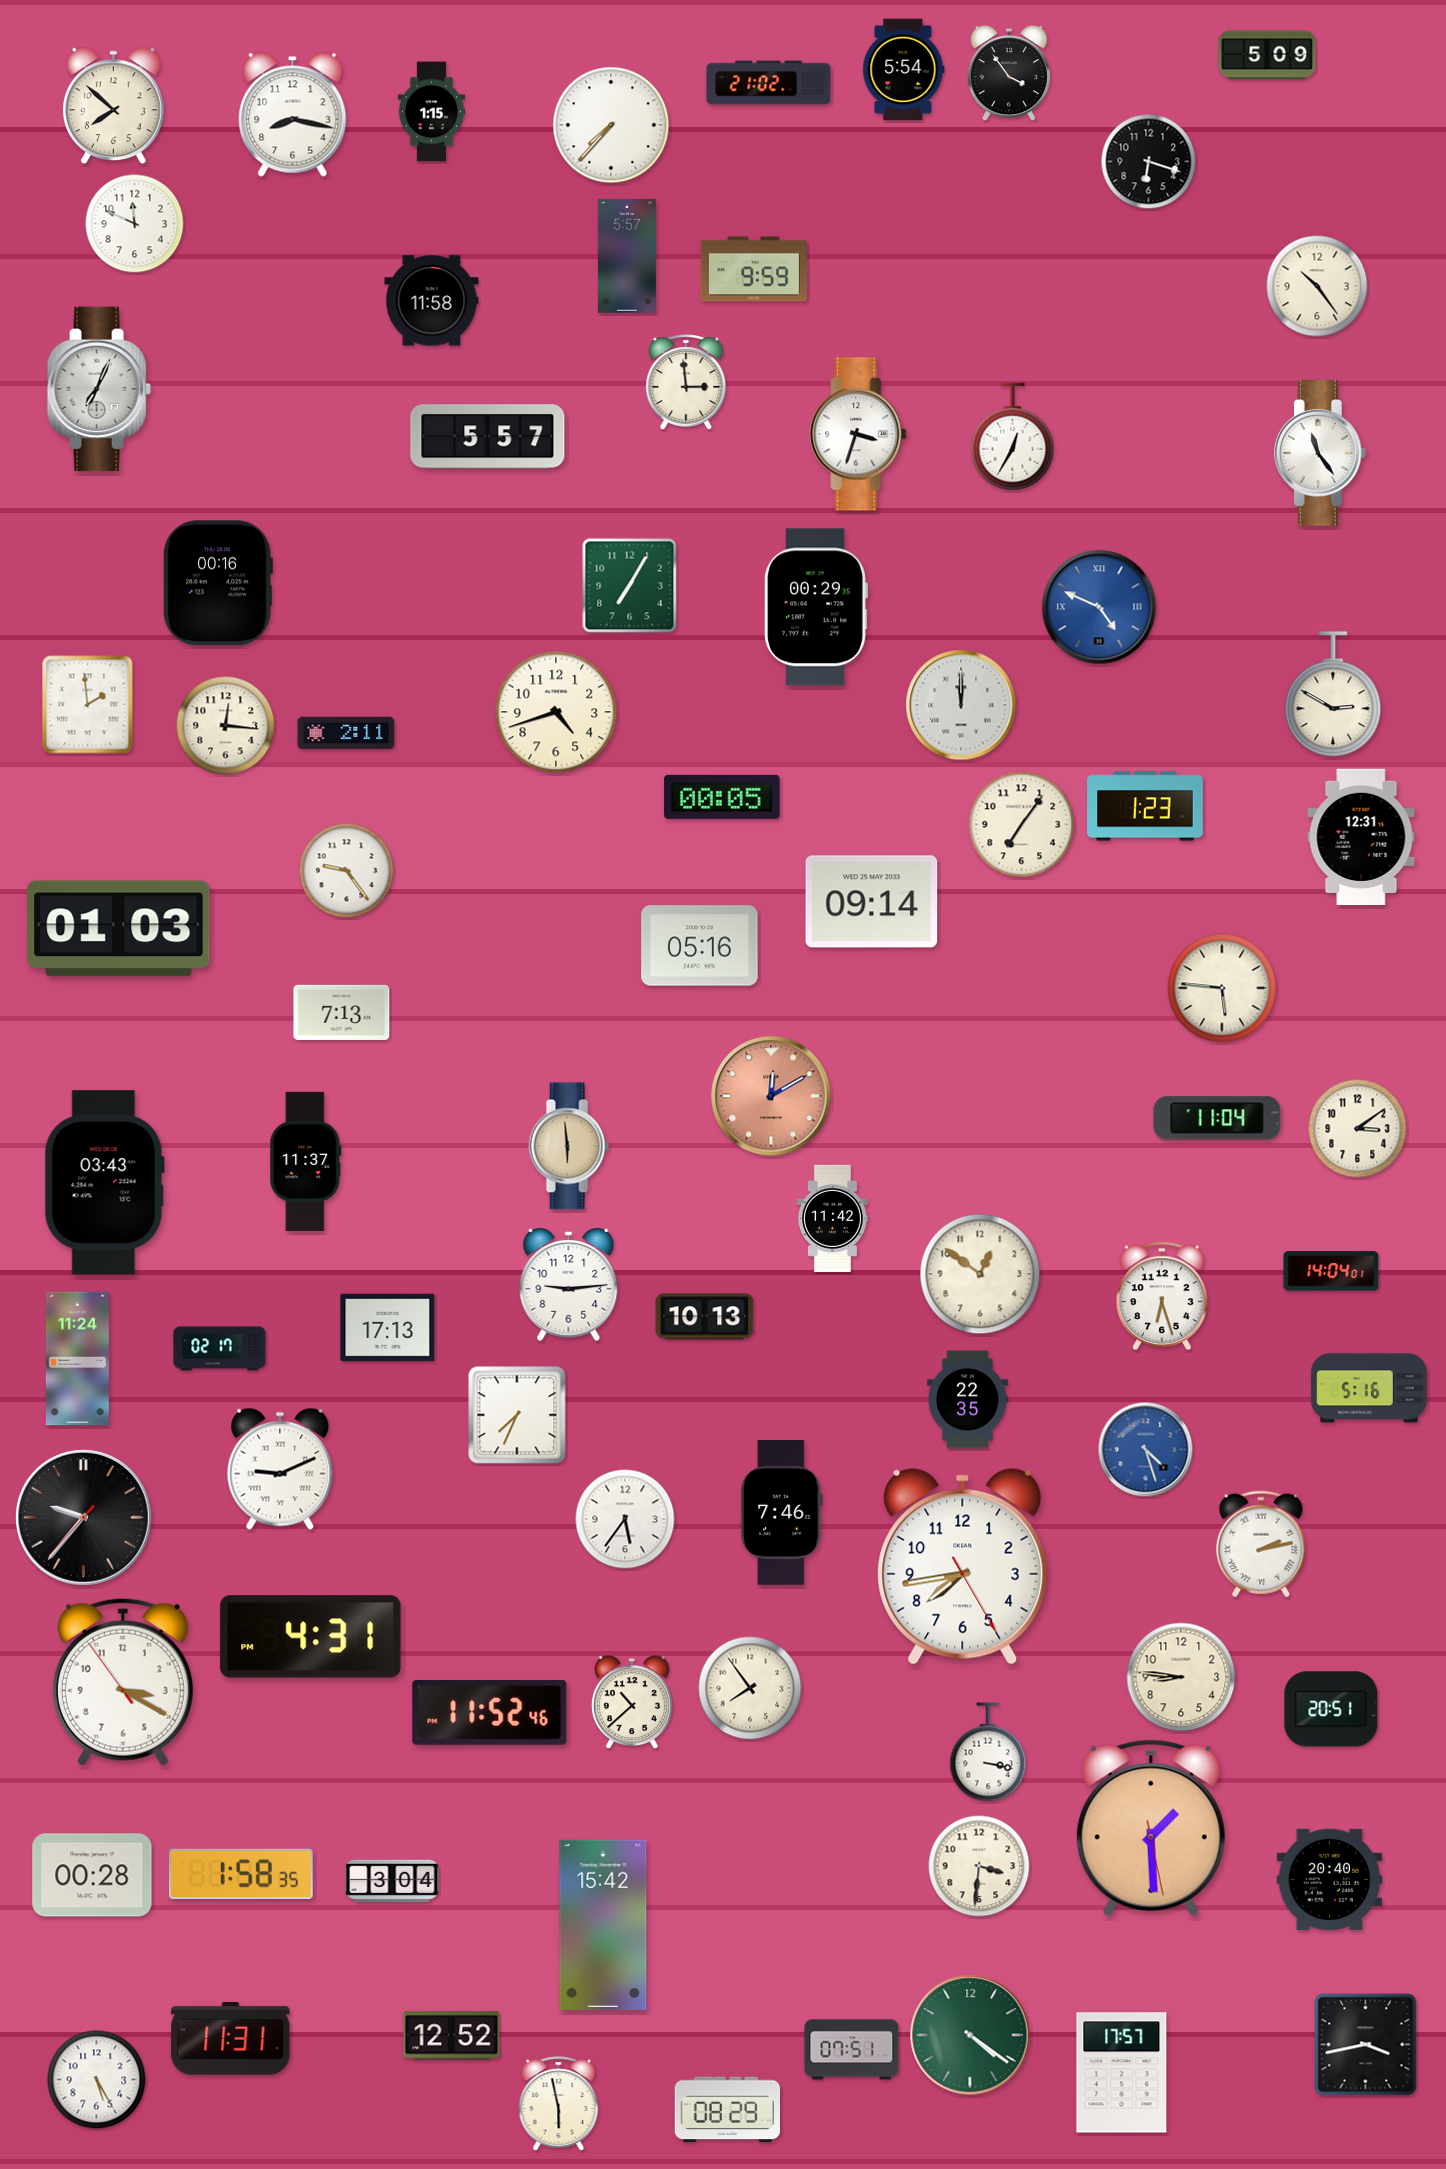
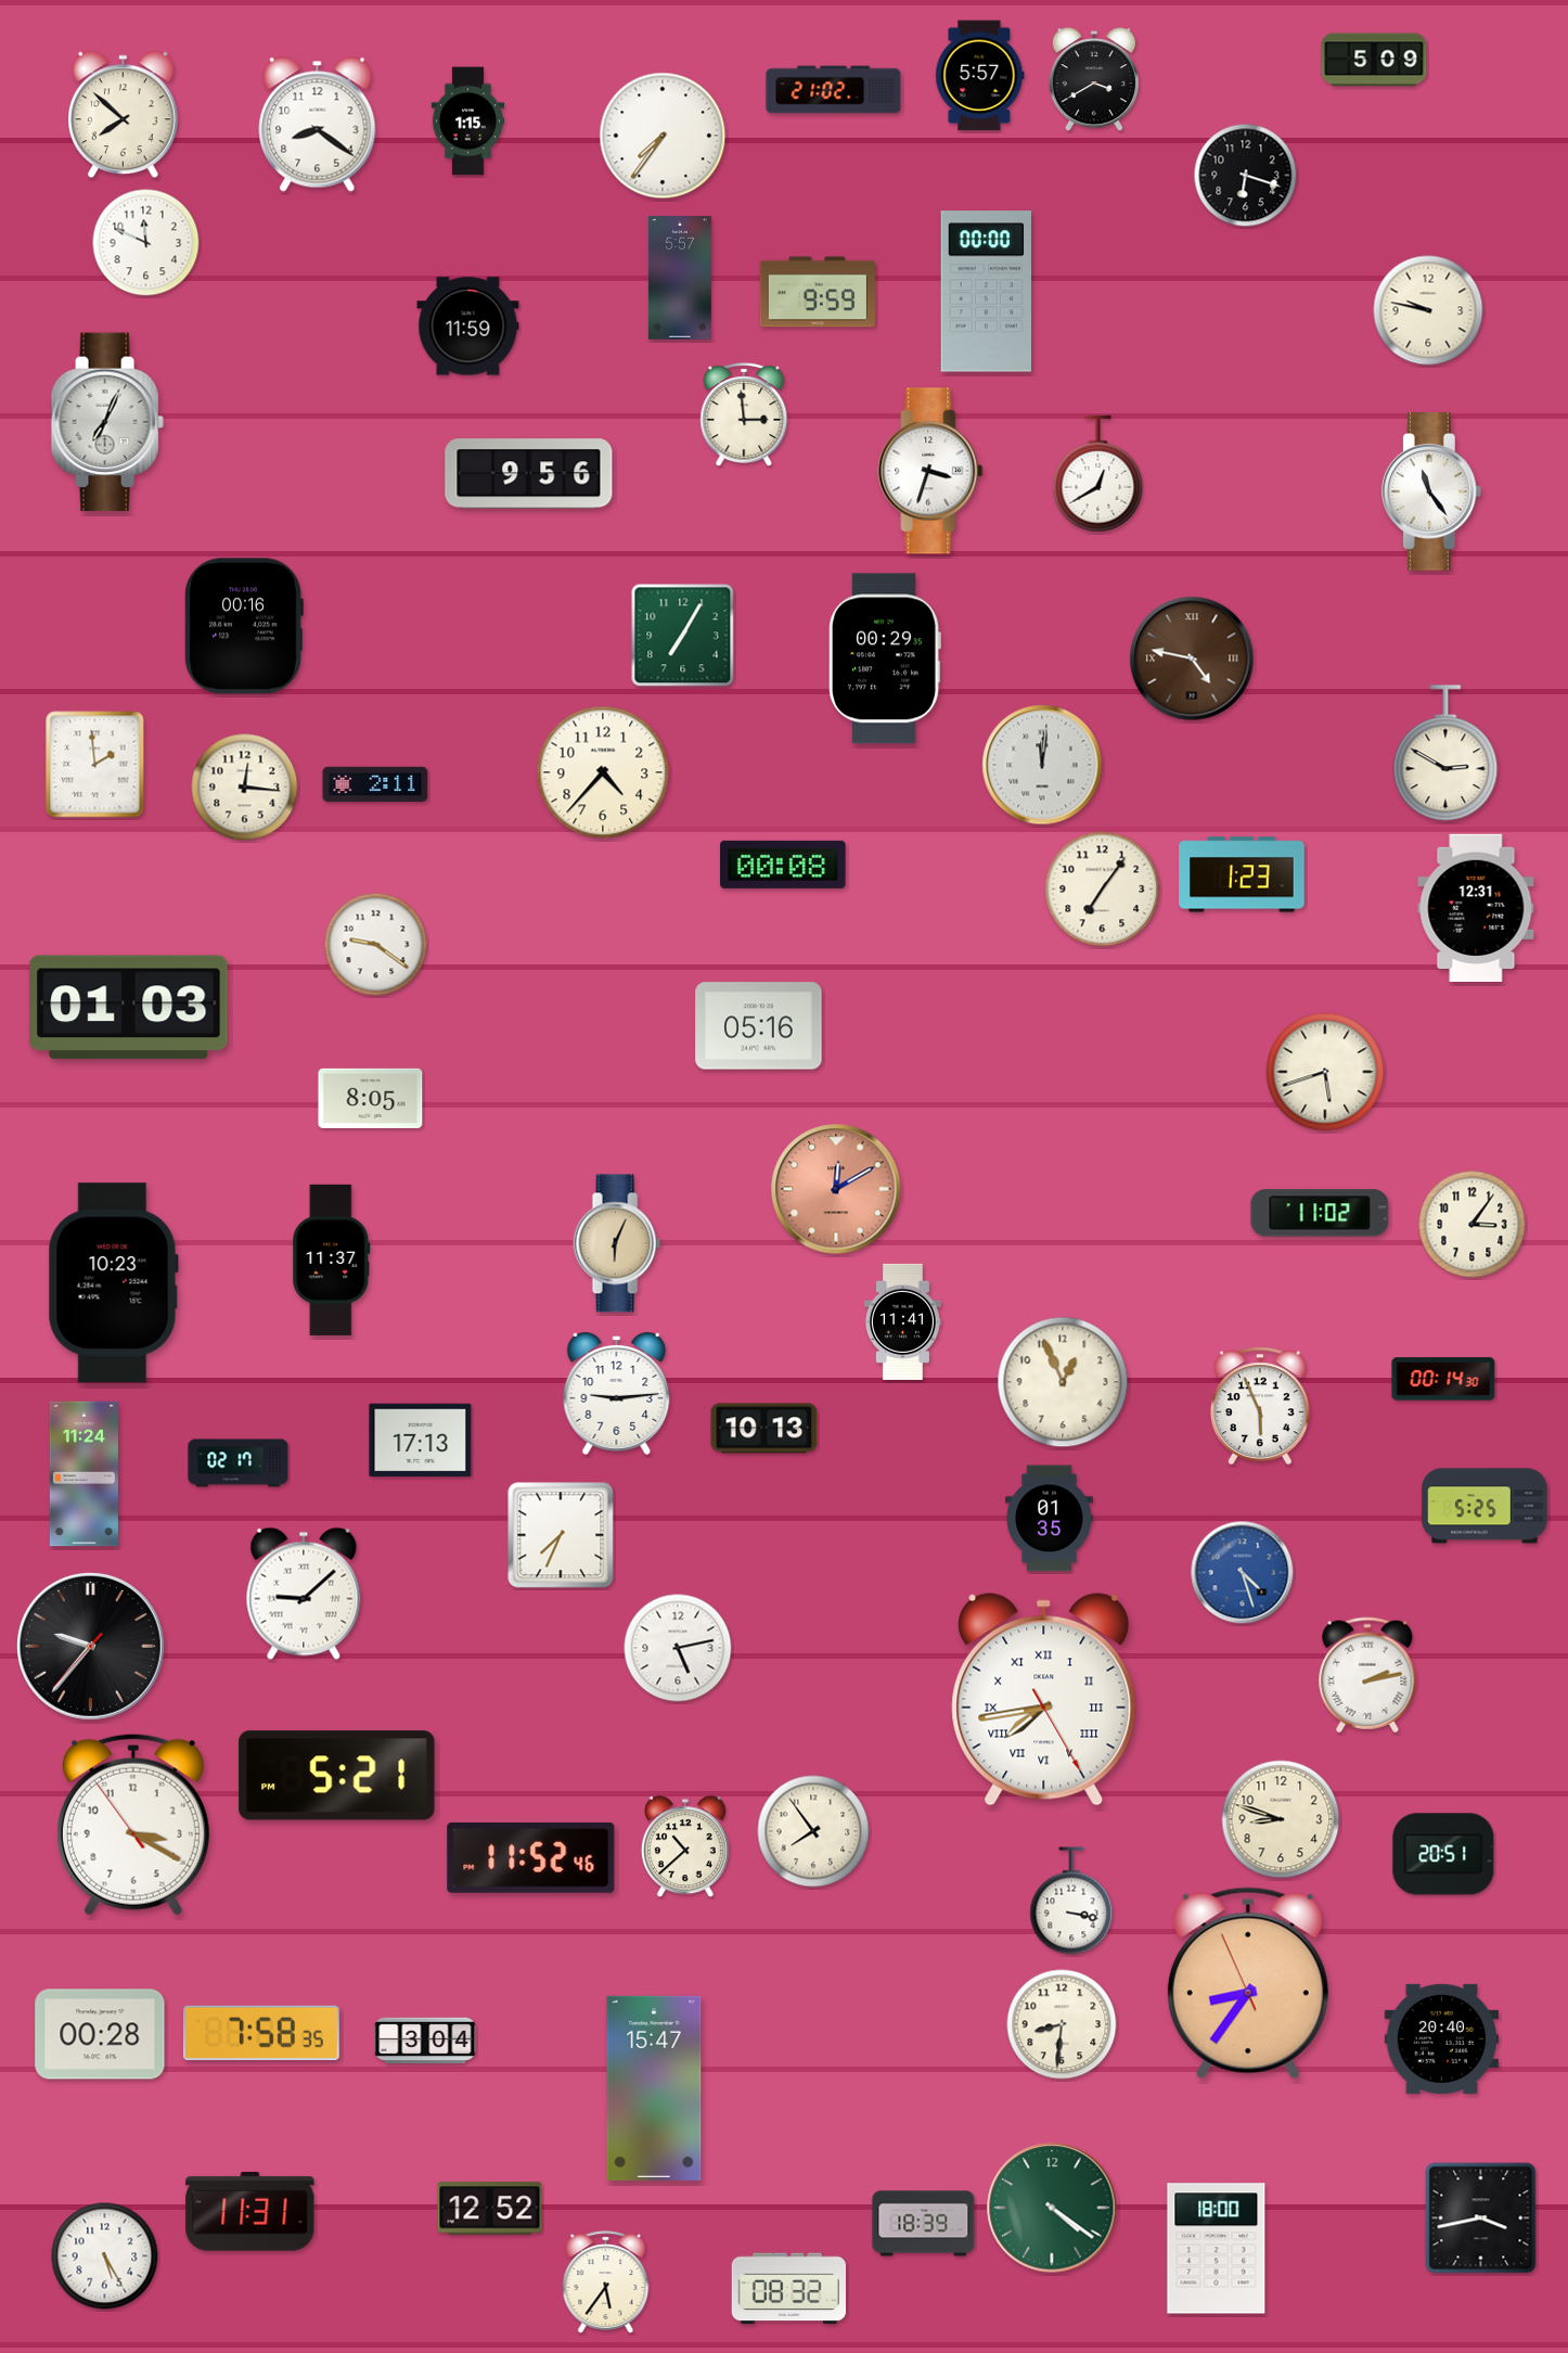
clock at (904, 70): 5:54 -> 5:57
clock at (1009, 74): 3:54 -> 3:40
clock at (293, 115): 8:17 -> 8:21
clock at (611, 125): 7:37 -> 7:36
clock at (986, 292): none -> 00:00
clock at (1317, 286): 10:24 -> 9:47
clock at (432, 301): 11:58 -> 11:59
clock at (488, 437): 5:57 -> 9:56
clock at (1013, 437): 12:35 -> 12:40
clock at (218, 583) position: (218, 583) -> (244, 626)
clock at (1099, 607): 4:49 -> 4:47
clock at (1099, 607) dial: blue -> brown
clock at (961, 705): 12:00 -> 12:01
clock at (556, 712): 4:42 -> 4:37
clock at (346, 733) position: (346, 733) -> (375, 784)
clock at (722, 797): 00:05 -> 00:08
clock at (1022, 825) position: (1022, 825) -> (1103, 890)
clock at (347, 871): 9:24 -> 9:21
clock at (872, 902): 09:14 -> none
clock at (1222, 988): 5:46 -> 5:42
clock at (342, 1012): 7:13 -> 8:05
clock at (1217, 1118): 11:04 -> 11:02
clock at (1358, 1129): 3:09 -> 3:06
clock at (569, 1146): 5:59 -> 6:04
clock at (104, 1183): 03:43 -> 10:23
clock at (832, 1218): 11:42 -> 11:41
clock at (1331, 1271): 14:04 -> 00:14
clock at (980, 1274): 12:51 -> 12:56
clock at (1163, 1296): 6:27 -> 5:56
clock at (1369, 1388): 5:16 -> 5:25
clock at (967, 1400): 22:35 -> 01:35
clock at (280, 1469): 9:11 -> 9:08
clock at (782, 1513): 7:46 -> none
clock at (625, 1519): 5:36 -> 5:13
clock at (963, 1567) numerals: Arabic -> Roman
clock at (311, 1637): 4:31 -> 5:21
clock at (1181, 1677): 8:46 -> 8:48
clock at (1151, 1828): 1:29 -> 8:35
clock at (979, 1866): 3:31 -> 8:31
clock at (241, 1873): 1:58 -> 7:58
clock at (603, 1925): 15:42 -> 15:47
clock at (852, 2050): 07:51 -> 18:39
clock at (1122, 2073): 17:57 -> 18:00
clock at (559, 2104): 5:58 -> 5:36
clock at (727, 2110): 08:29 -> 08:32
